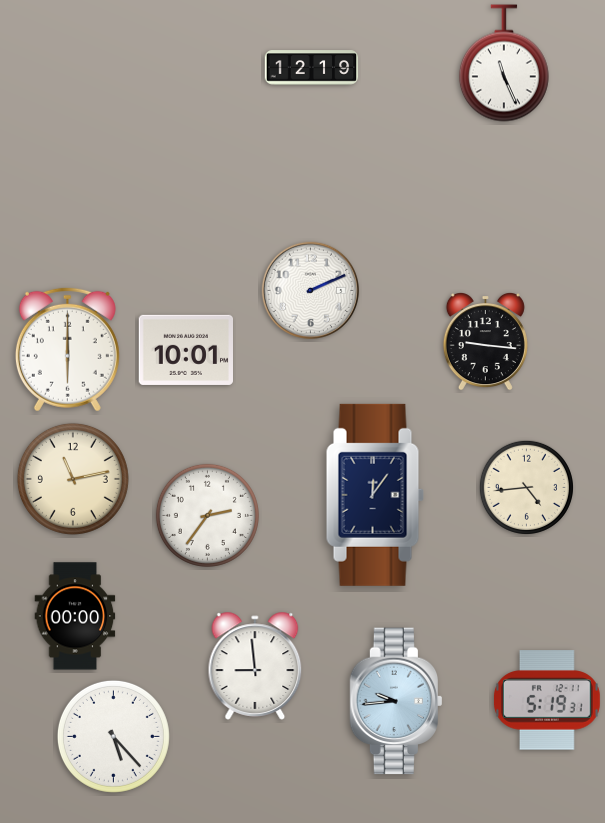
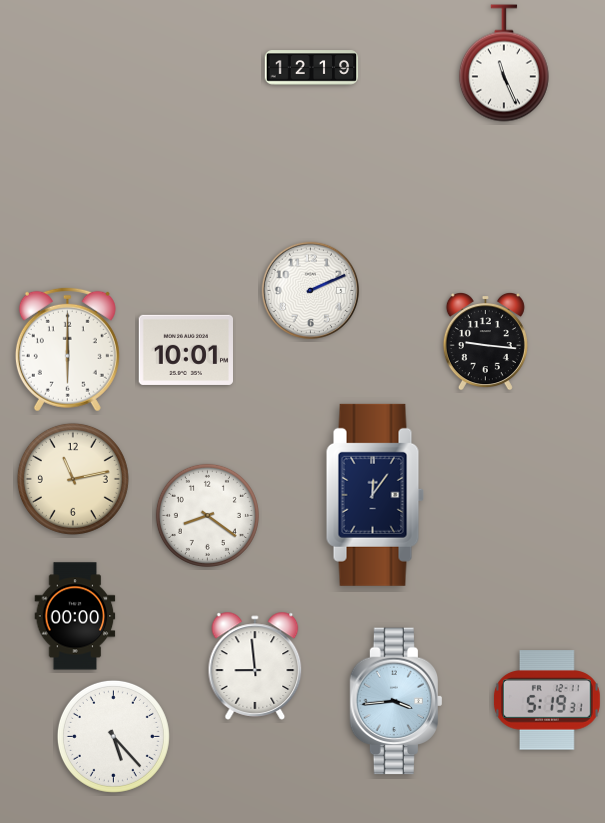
clock at (526, 487): 4:44 -> none
clock at (207, 515): 2:36 -> 8:21
clock at (396, 701): 9:44 -> 3:44
